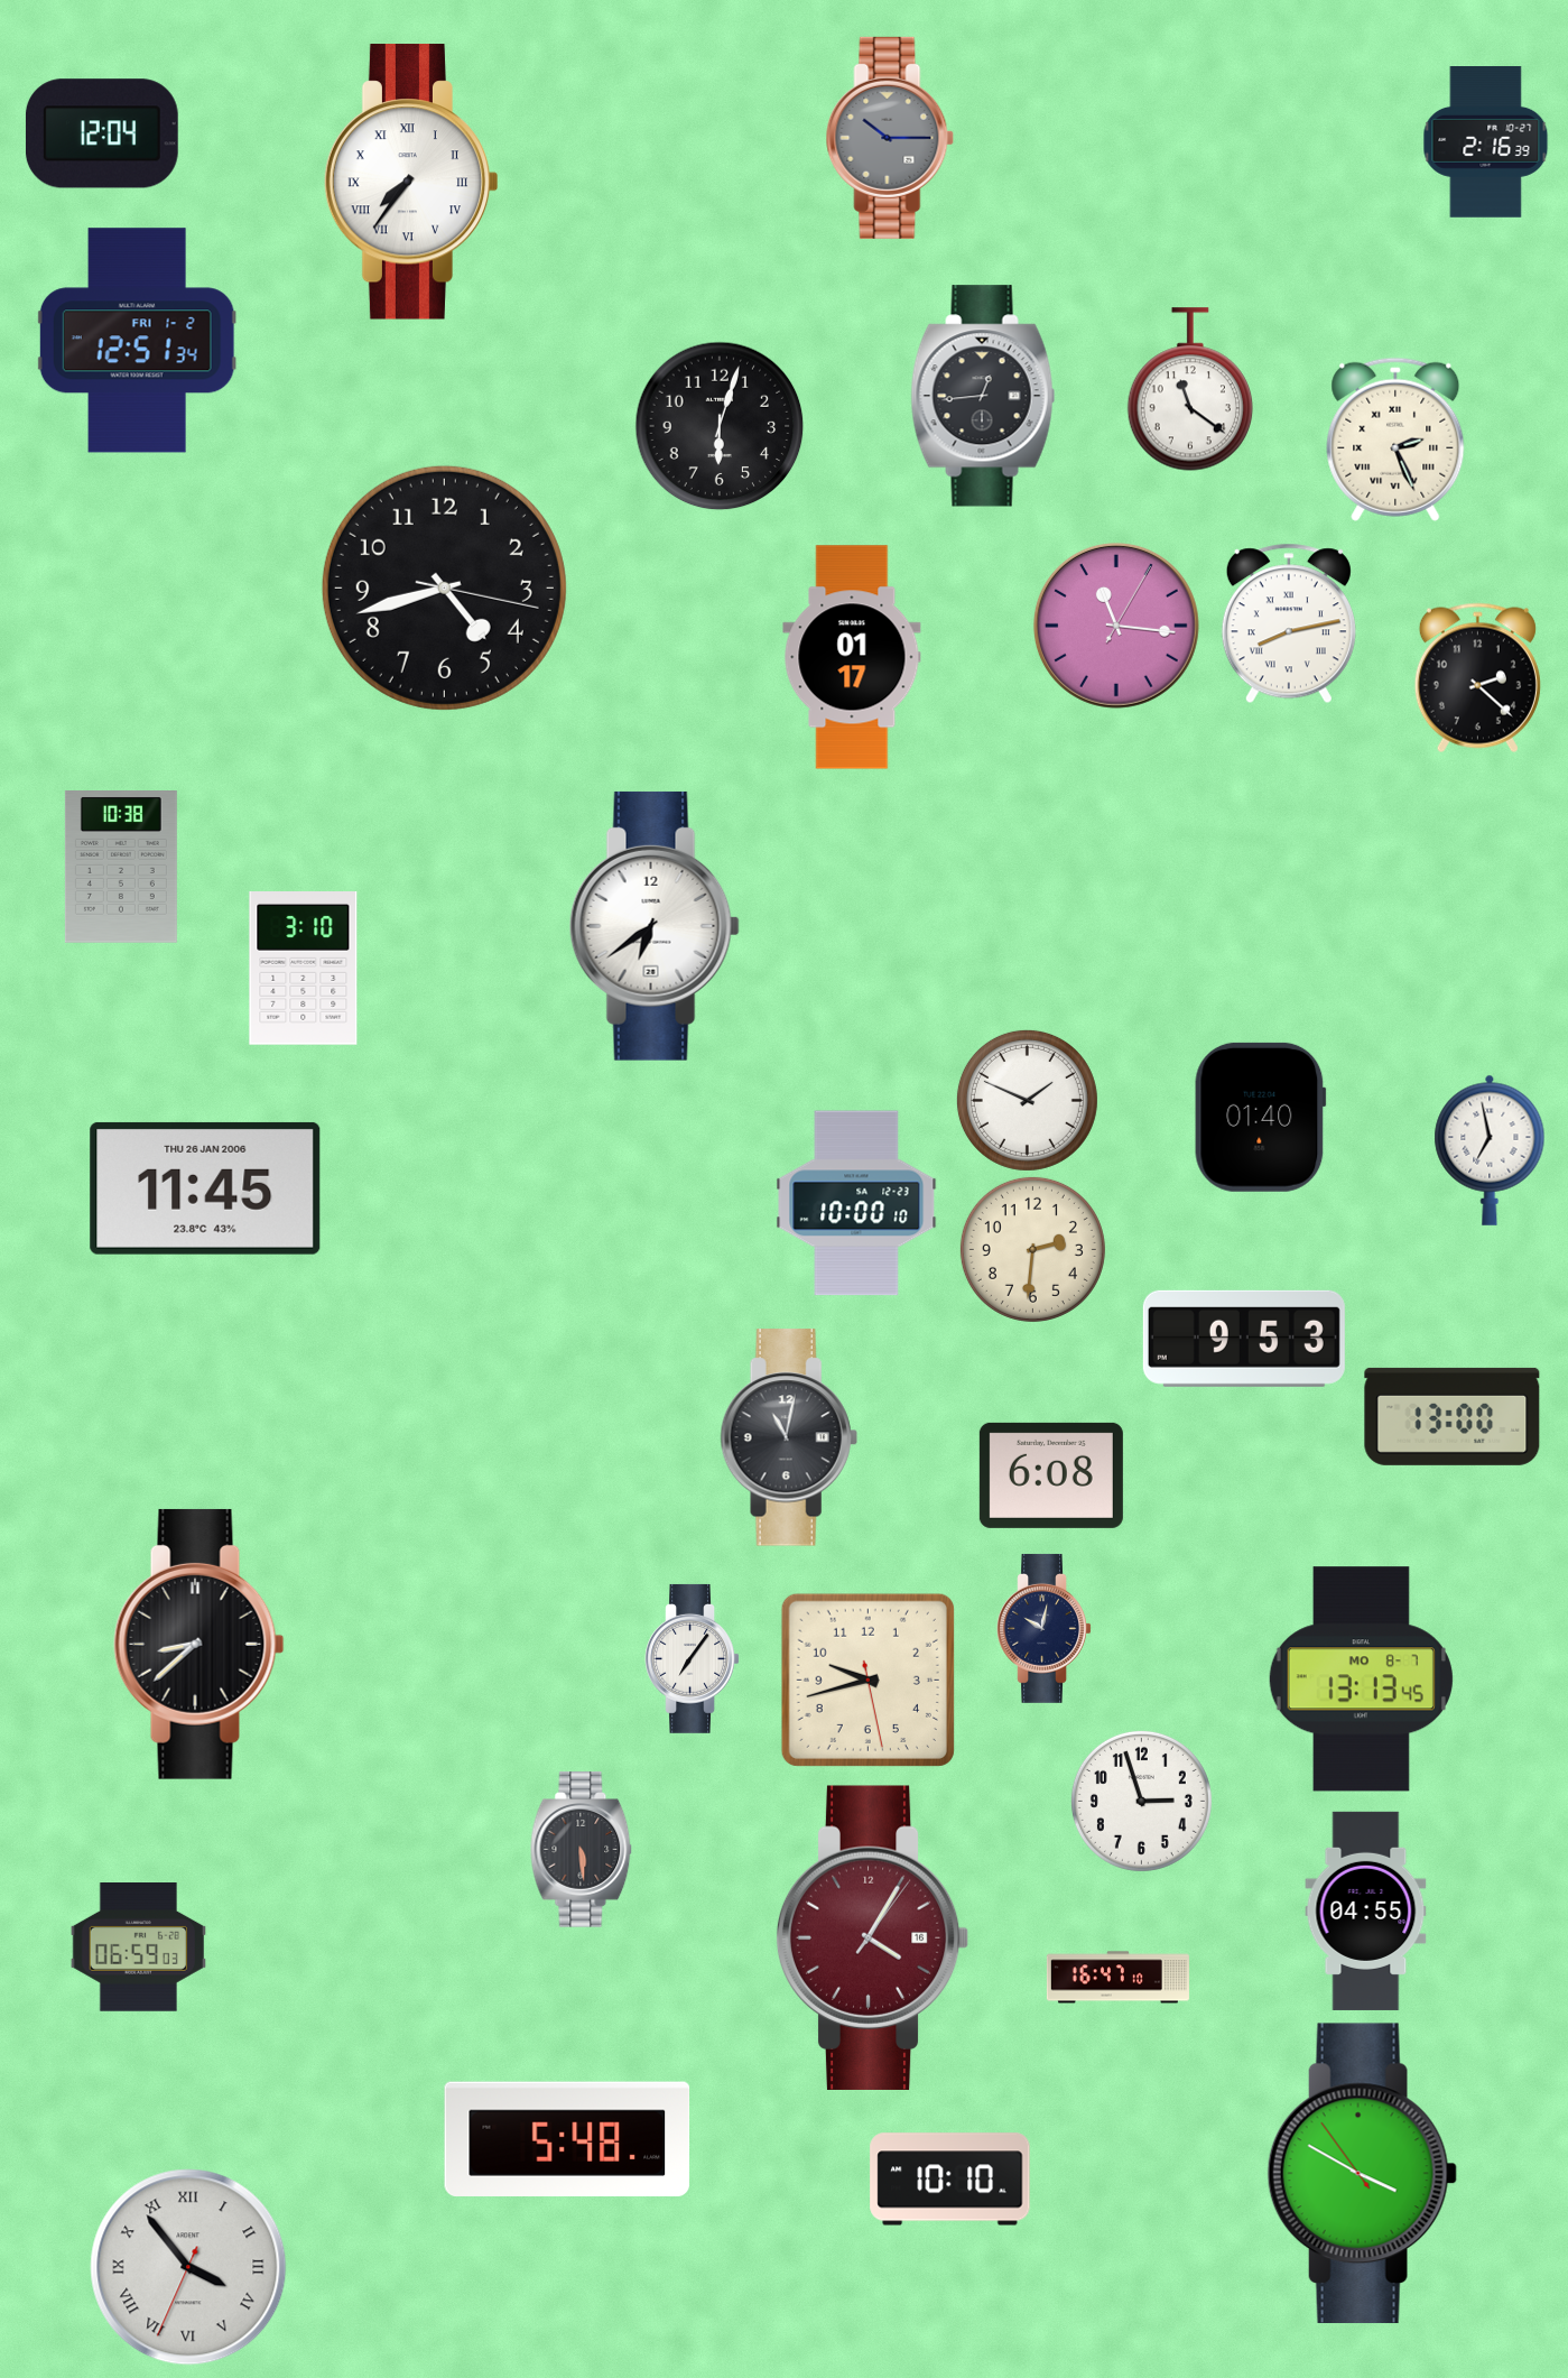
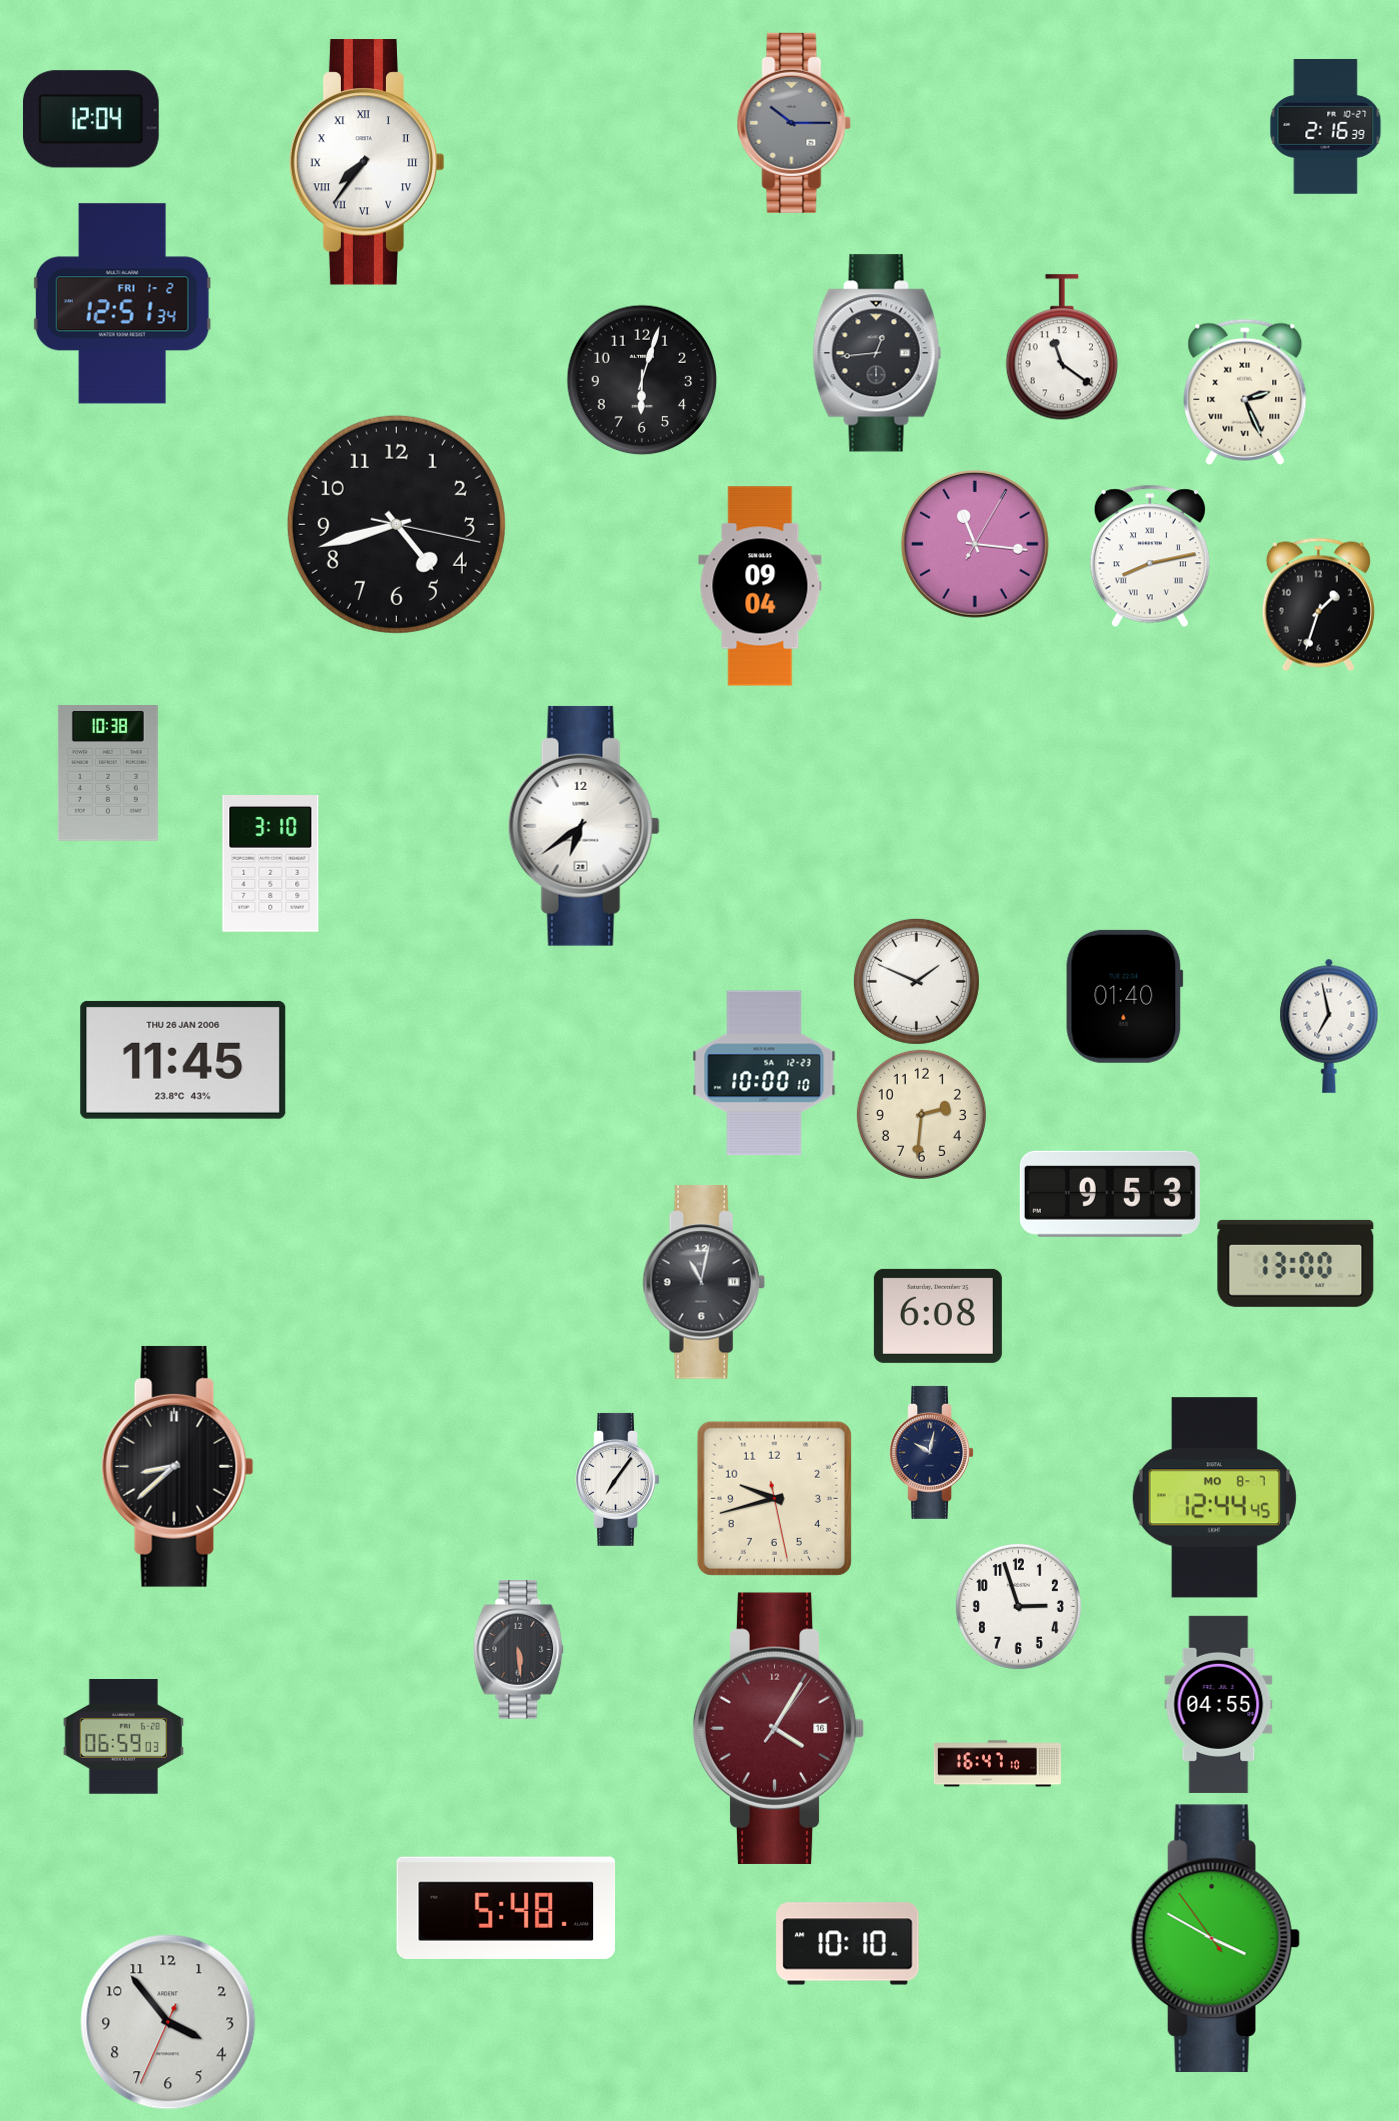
clock at (1116, 626) position: (1116, 626) -> (975, 544)
clock at (852, 657): 01:17 -> 09:04
clock at (1477, 678): 2:22 -> 1:33
clock at (1361, 1680): 13:13 -> 12:44
clock at (188, 2267) numerals: Roman -> Arabic
